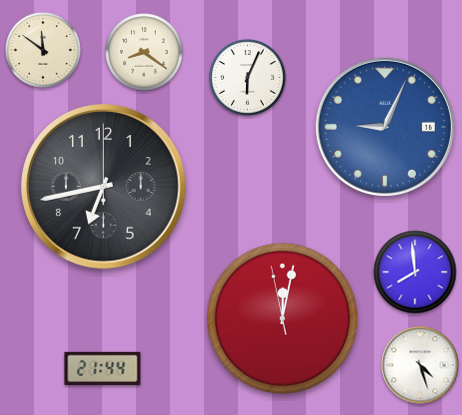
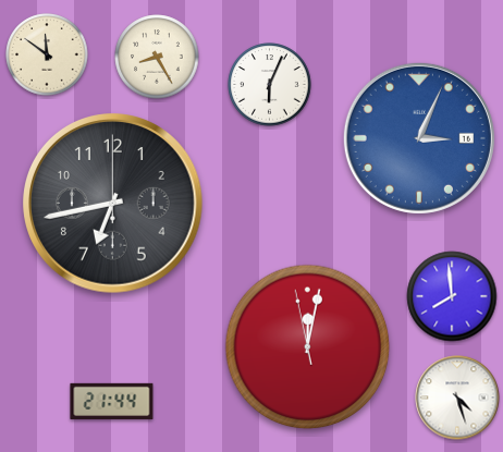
clock at (144, 52): 8:21 -> 8:25
clock at (385, 127): 9:04 -> 3:04
